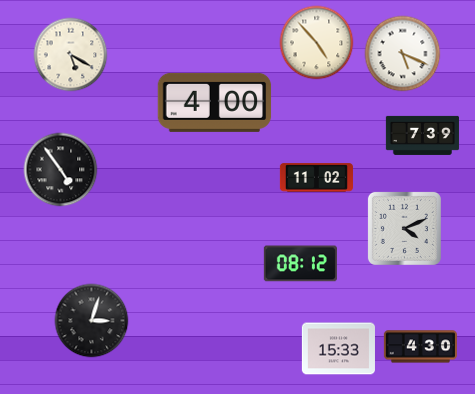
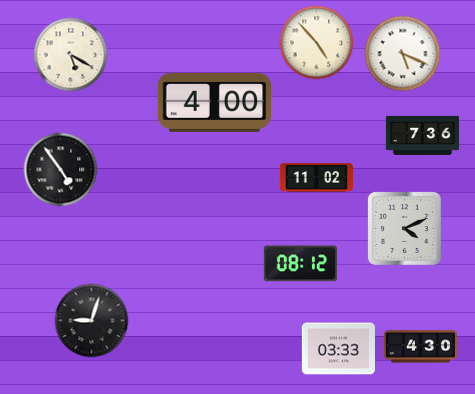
clock at (422, 135): 7:39 -> 7:36
clock at (92, 321): 3:03 -> 9:03
clock at (338, 349): 15:33 -> 03:33
